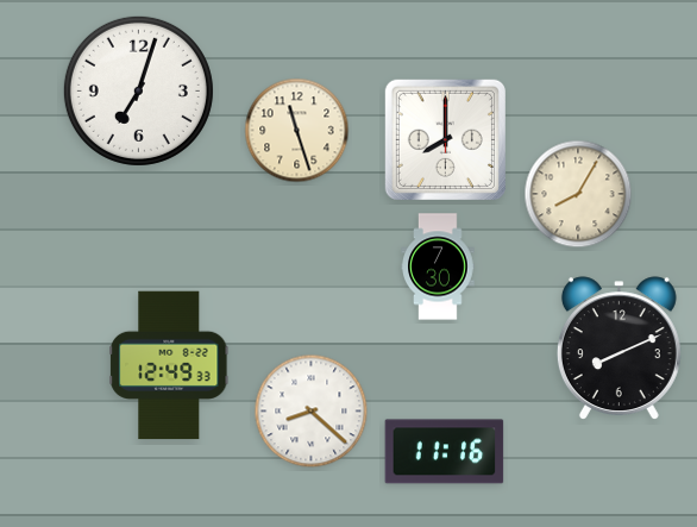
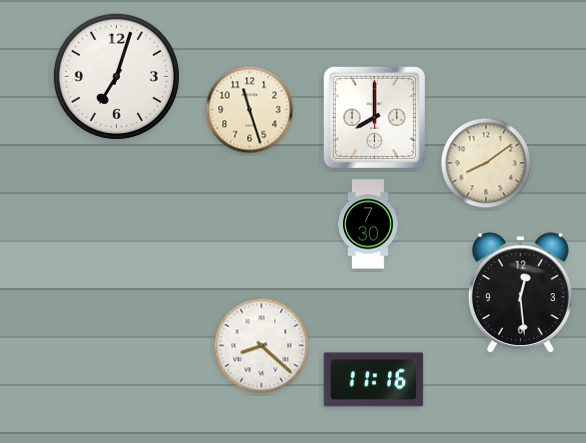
clock at (578, 194): 8:05 -> 8:09
clock at (618, 347): 8:11 -> 12:29
clock at (169, 365): 12:49 -> none
